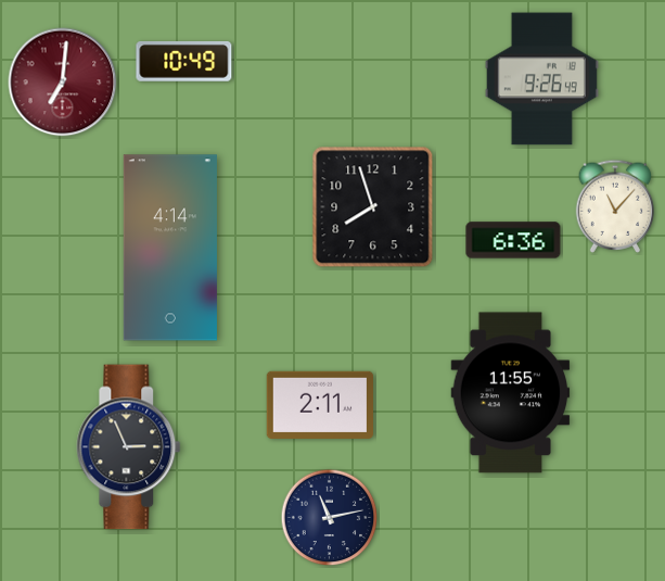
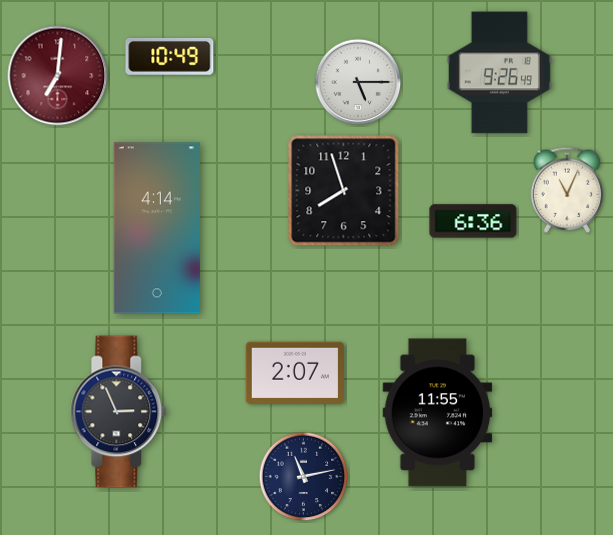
clock at (358, 82): none -> 5:15
clock at (615, 206): 11:07 -> 11:04
clock at (511, 393) position: (511, 393) -> (438, 413)
clock at (319, 404): 2:11 -> 2:07
